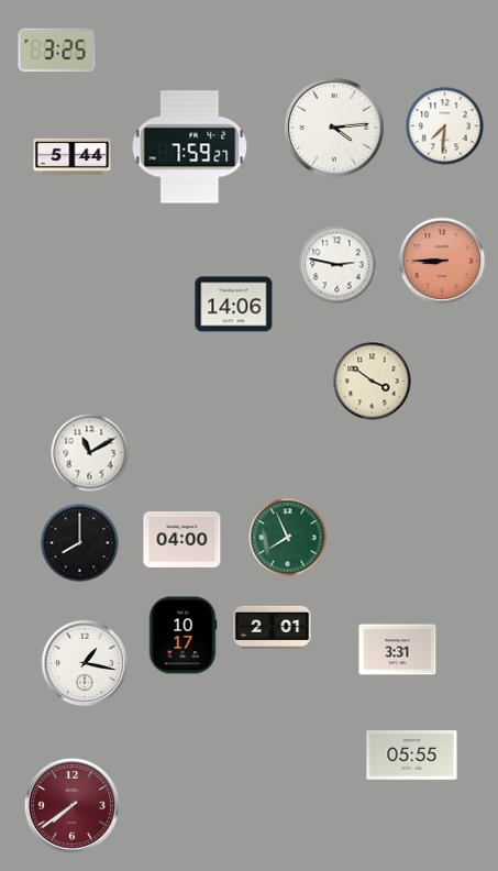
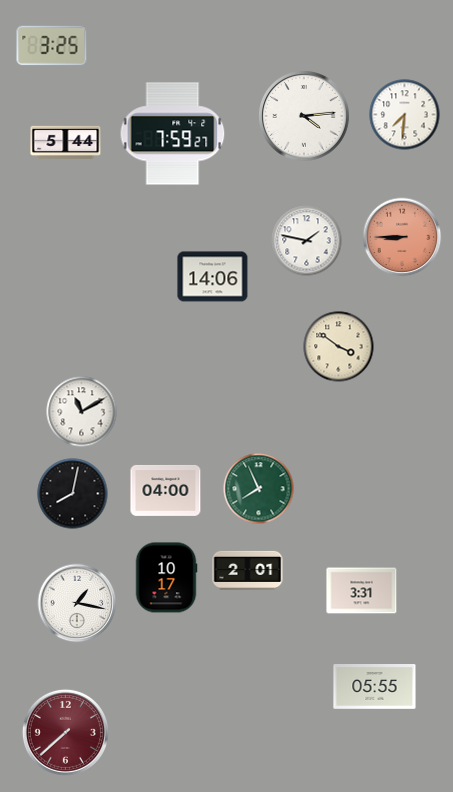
clock at (337, 265): 2:47 -> 1:47
clock at (288, 538) position: (288, 538) -> (259, 489)
clock at (80, 543): 8:00 -> 8:02
clock at (71, 805): 7:39 -> 7:38
